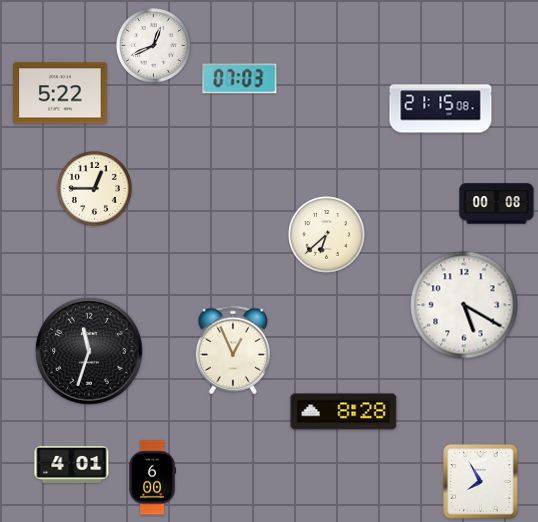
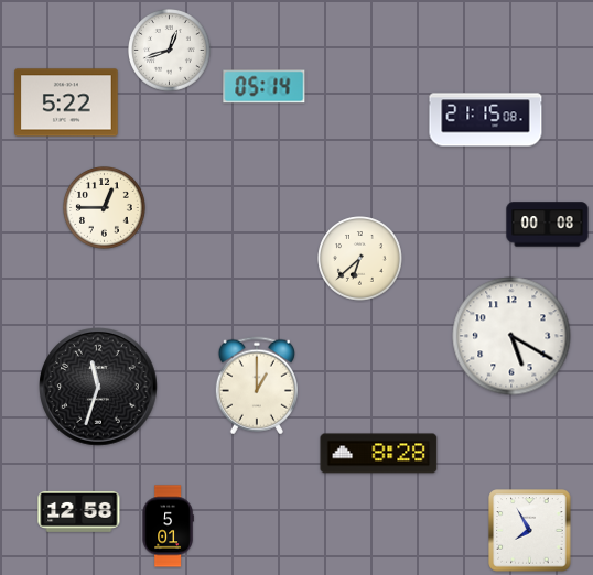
clock at (154, 46): 12:41 -> 12:42
clock at (240, 79): 07:03 -> 05:14
clock at (233, 350): 12:56 -> 1:00
clock at (72, 464): 4:01 -> 12:58
clock at (152, 478): 6:00 -> 5:01
